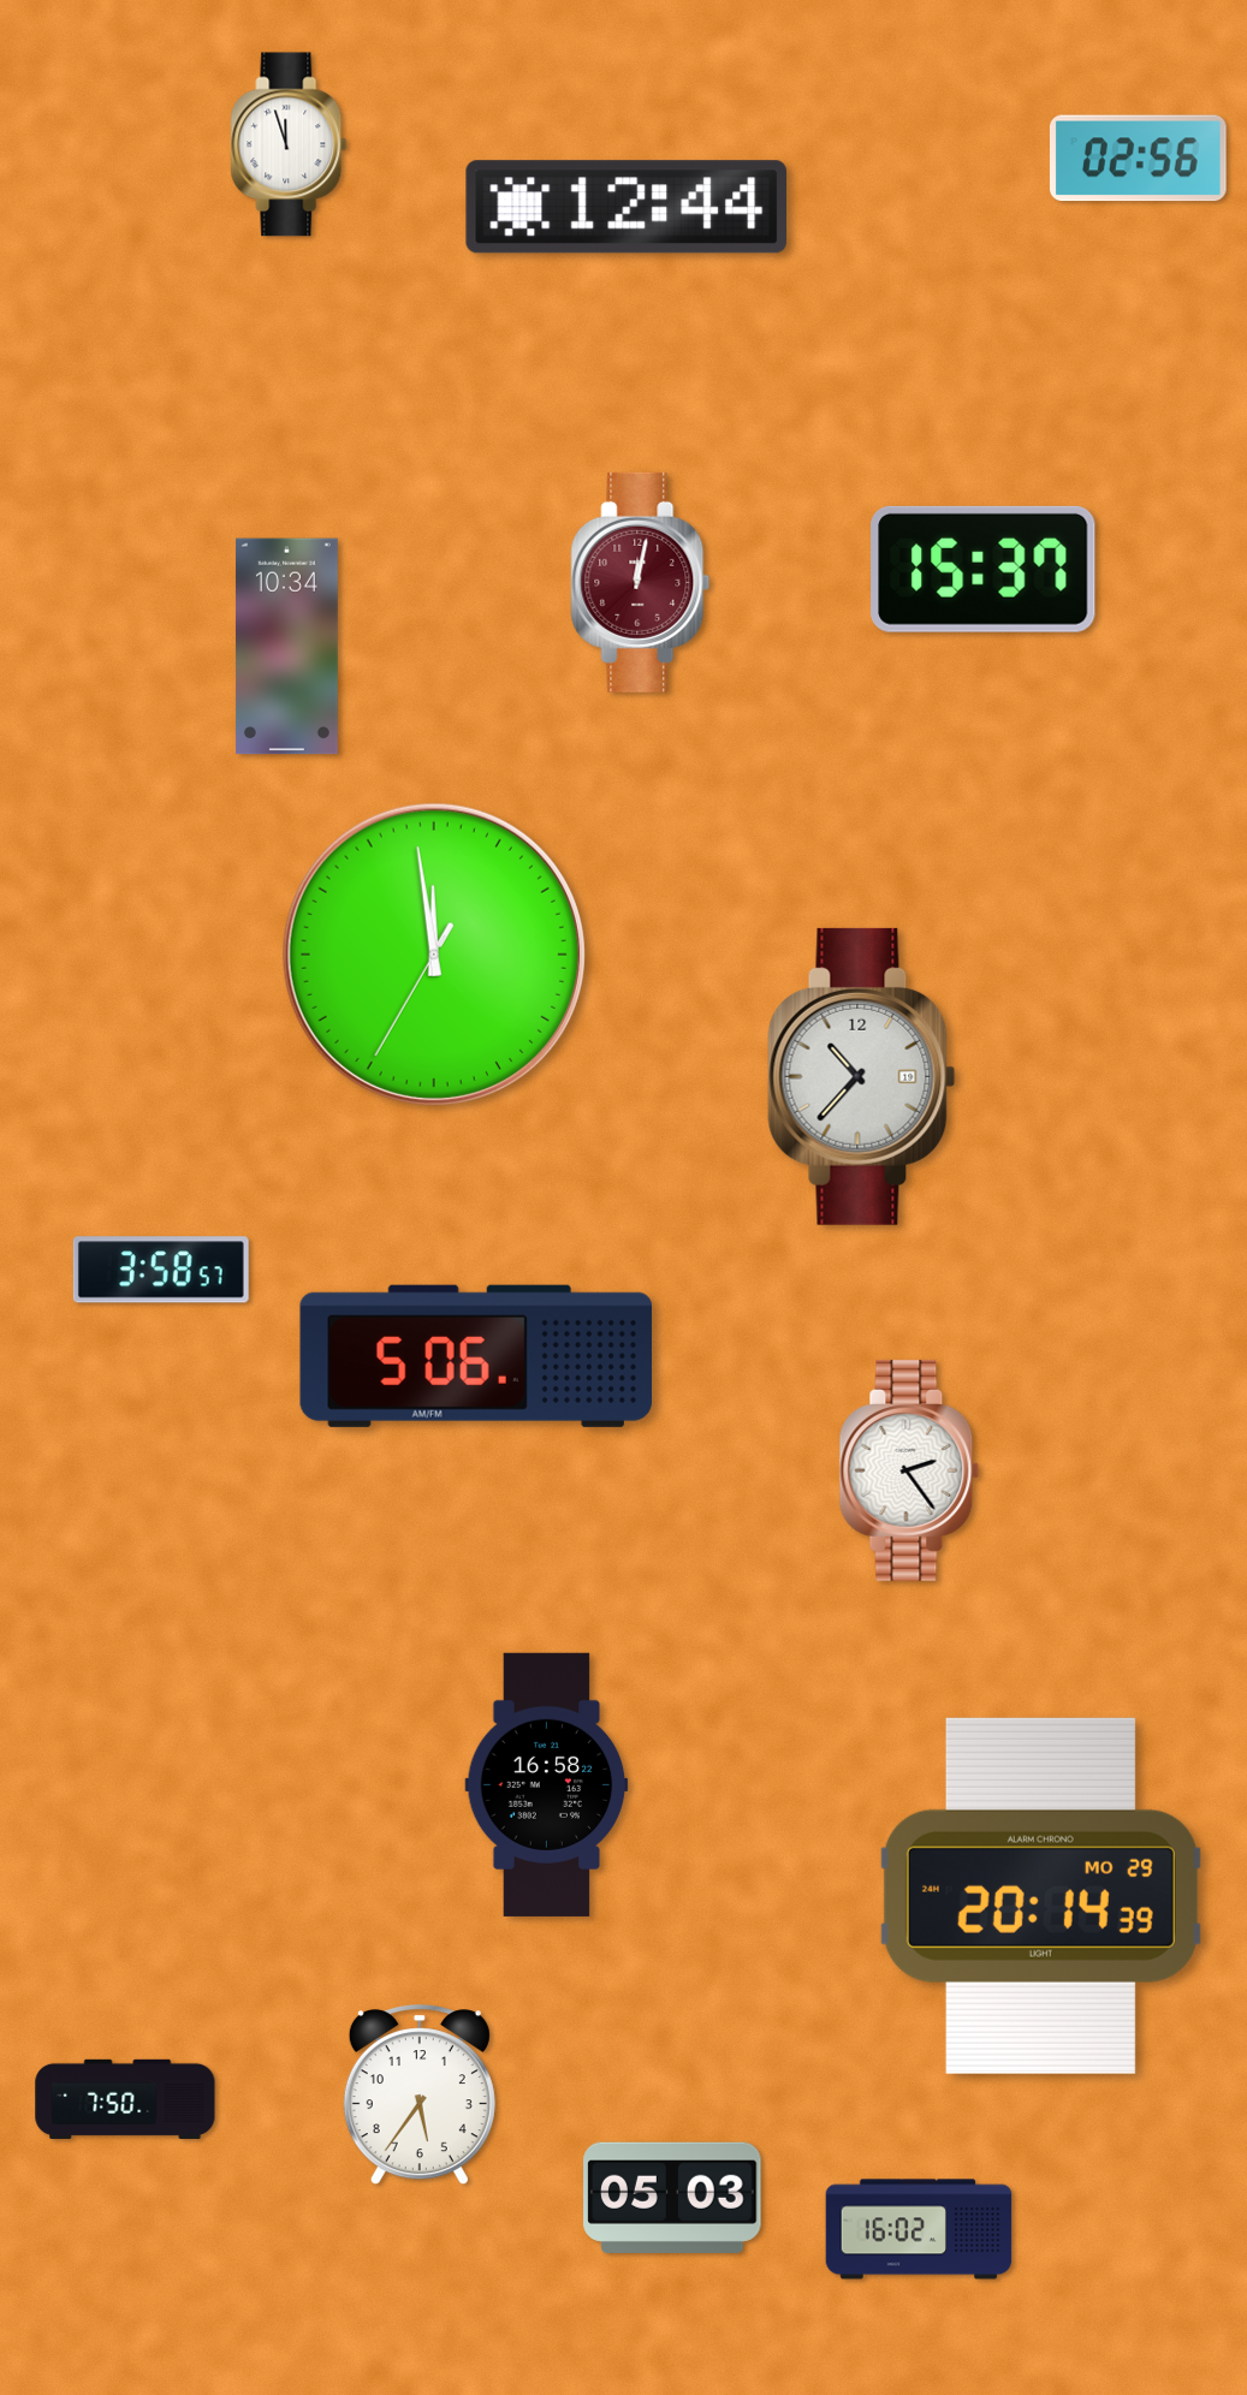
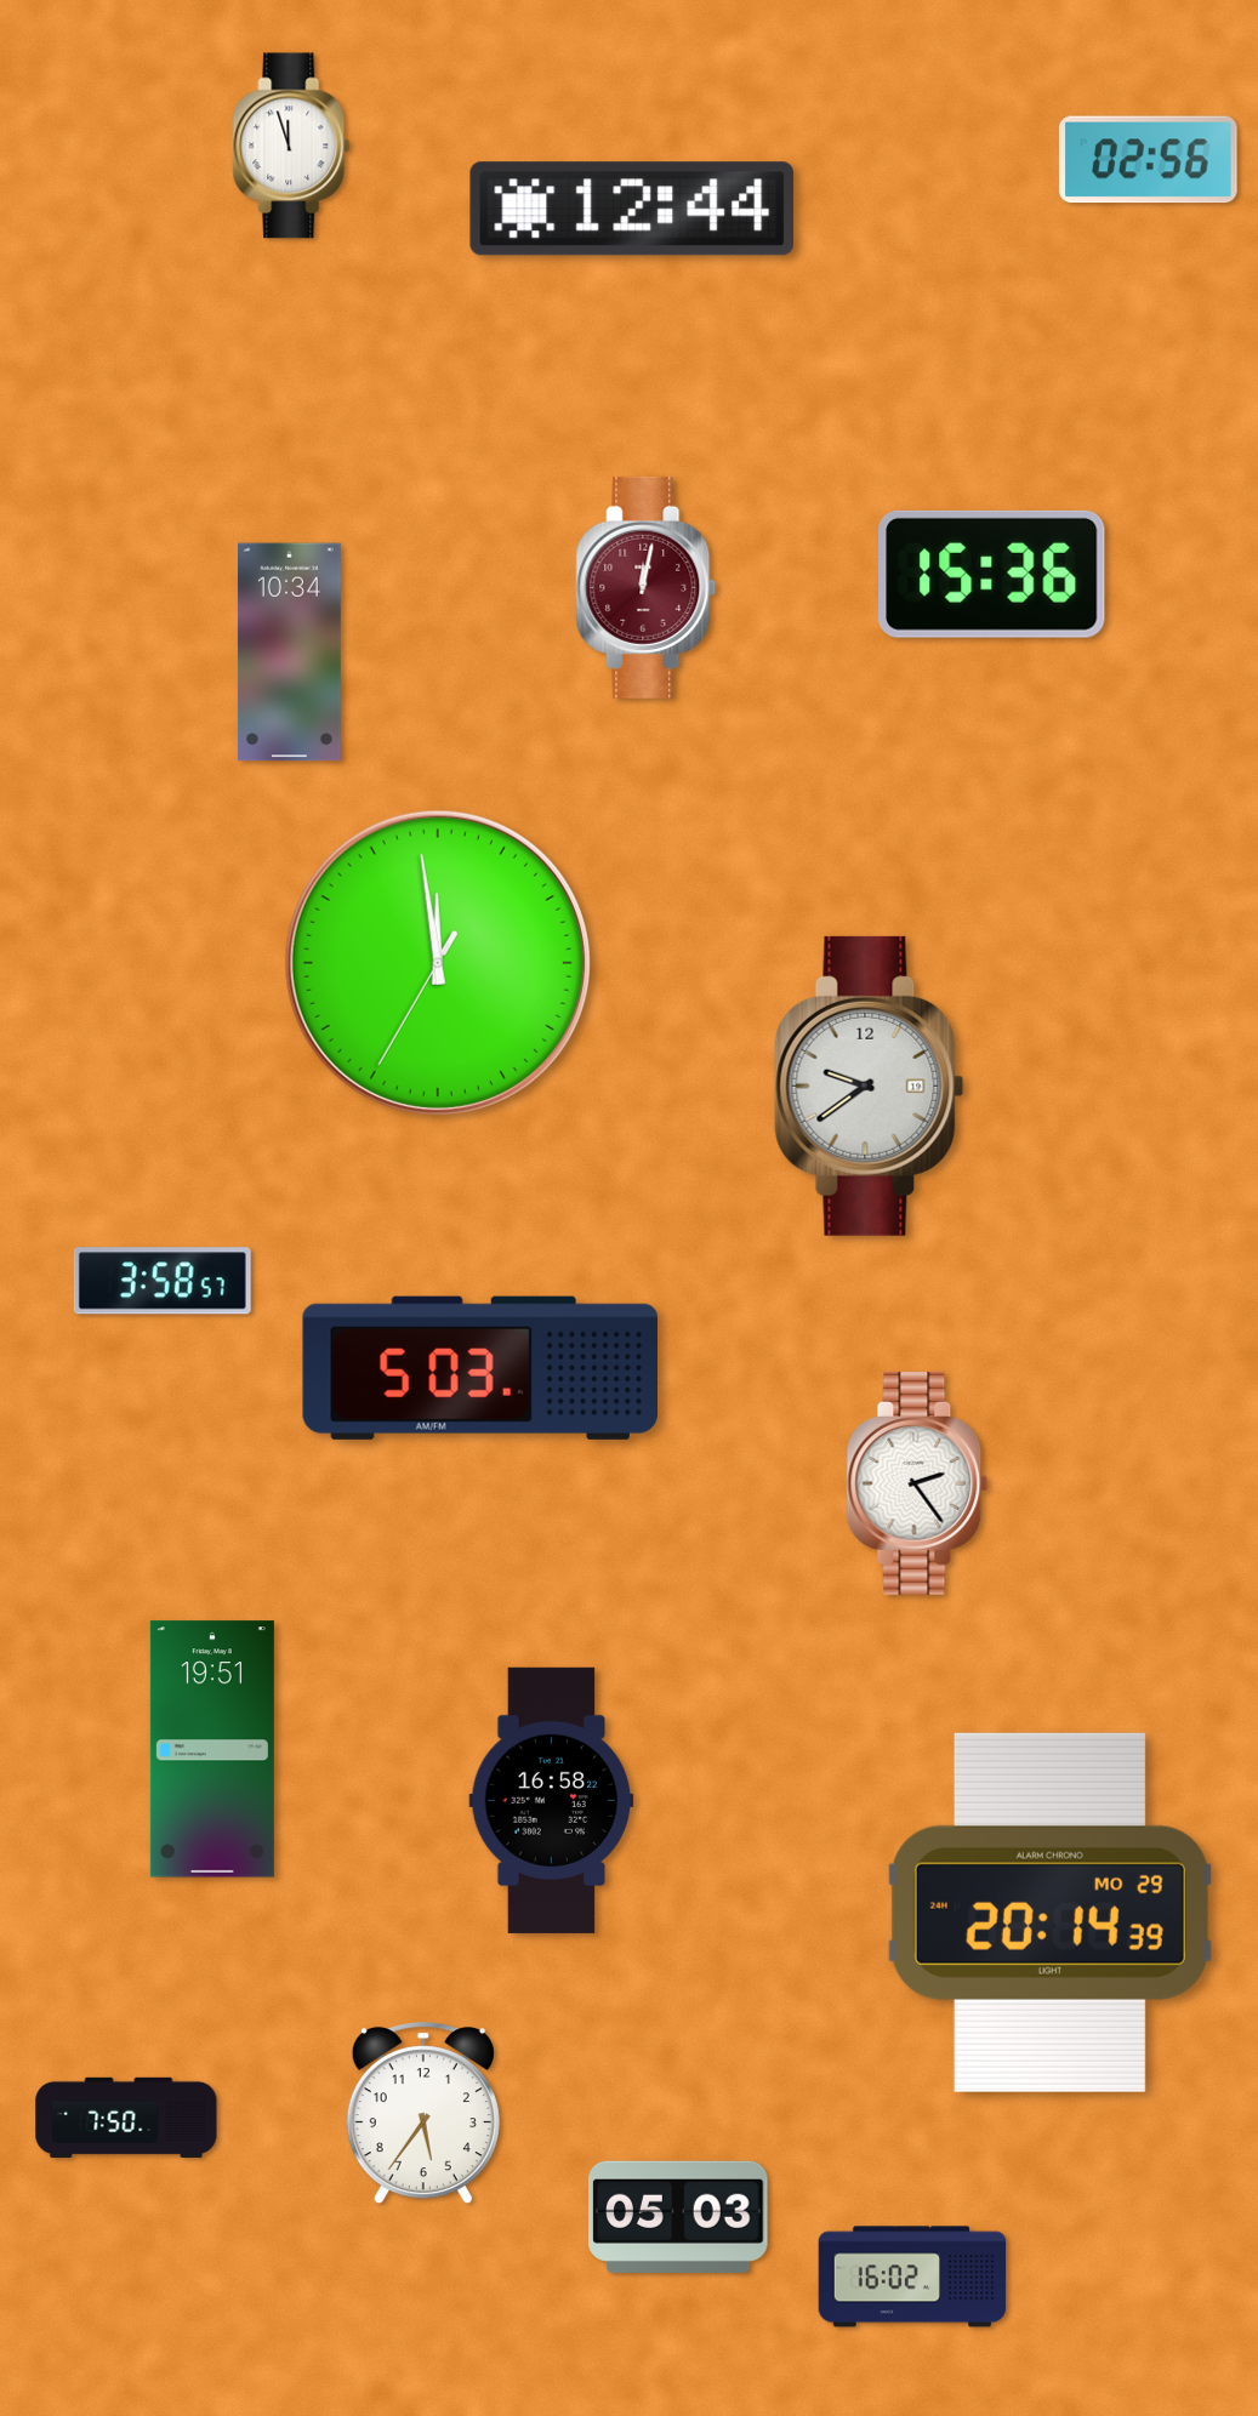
clock at (984, 569): 15:37 -> 15:36
clock at (862, 1076): 10:37 -> 9:39
clock at (475, 1356): 5:06 -> 5:03
clock at (212, 1749): none -> 19:51
clock at (919, 2229) position: (919, 2229) -> (912, 2277)
